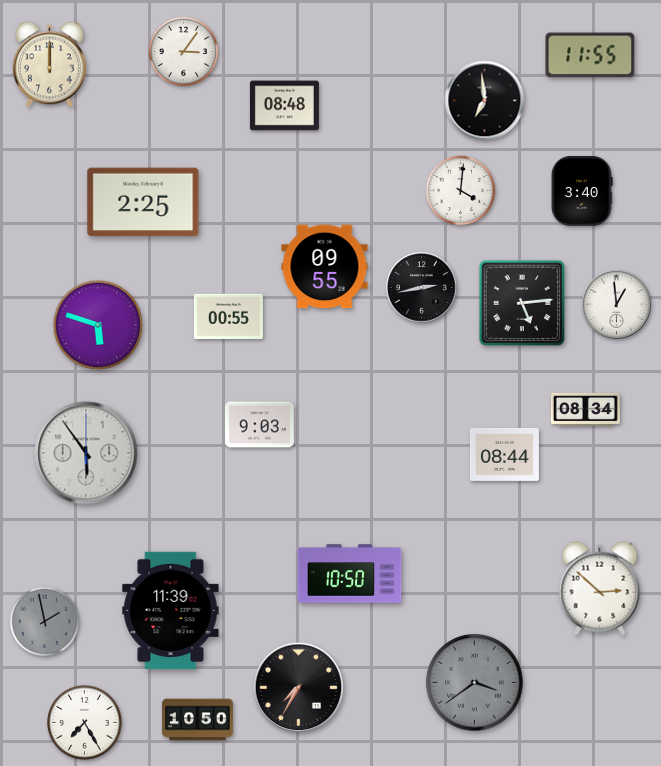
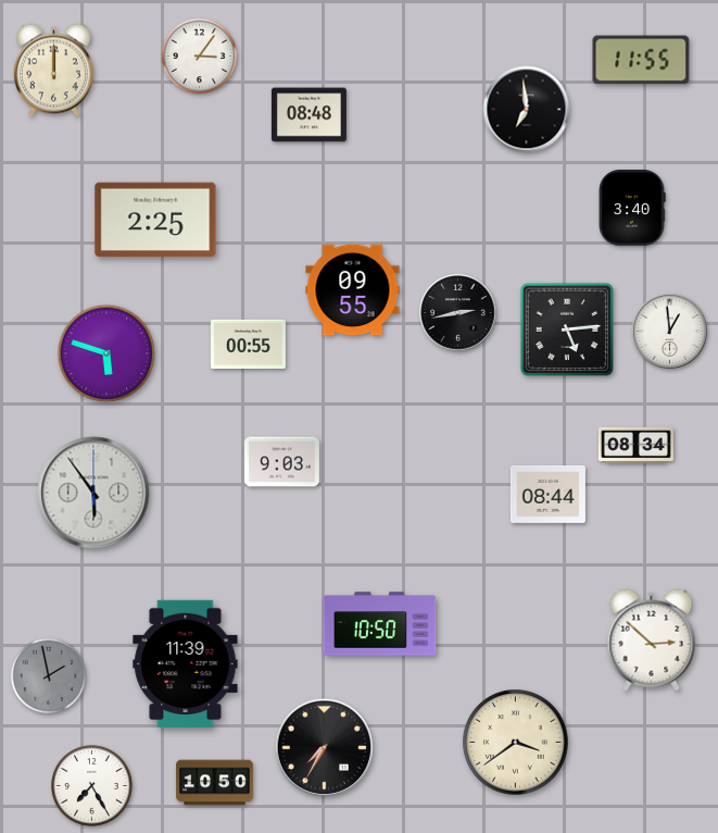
clock at (461, 191): 4:01 -> none
clock at (475, 683) dial: grey -> cream
